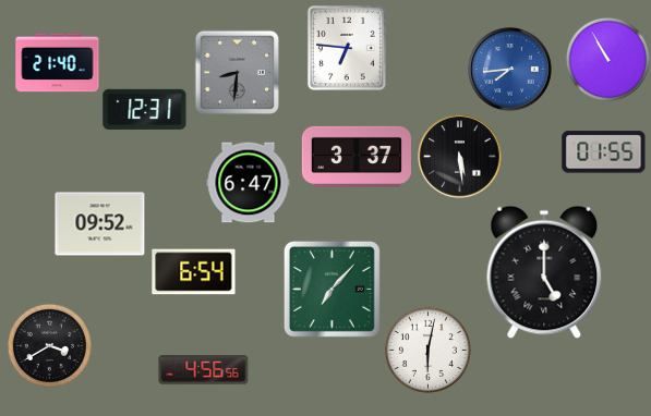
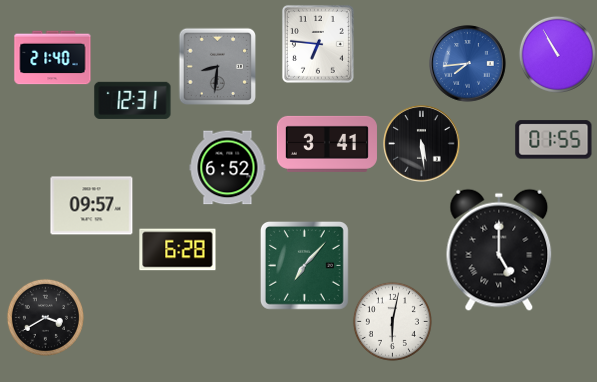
clock at (357, 157): 3:37 -> 3:41
clock at (249, 183): 6:47 -> 6:52
clock at (100, 224): 09:52 -> 09:57
clock at (194, 272): 6:54 -> 6:28
clock at (204, 370): 4:56 -> none
